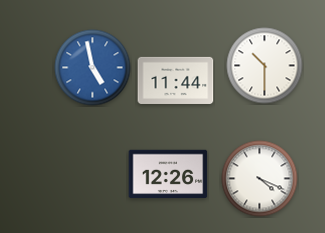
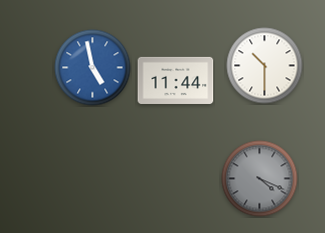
clock at (168, 174): 12:26 -> none
clock at (260, 179) dial: white -> grey
